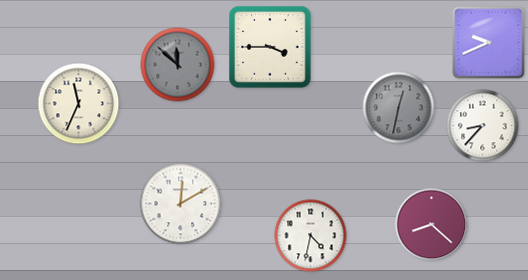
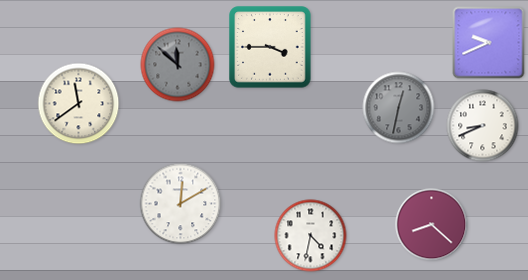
clock at (79, 104): 11:34 -> 11:39
clock at (483, 126): 8:37 -> 8:41
